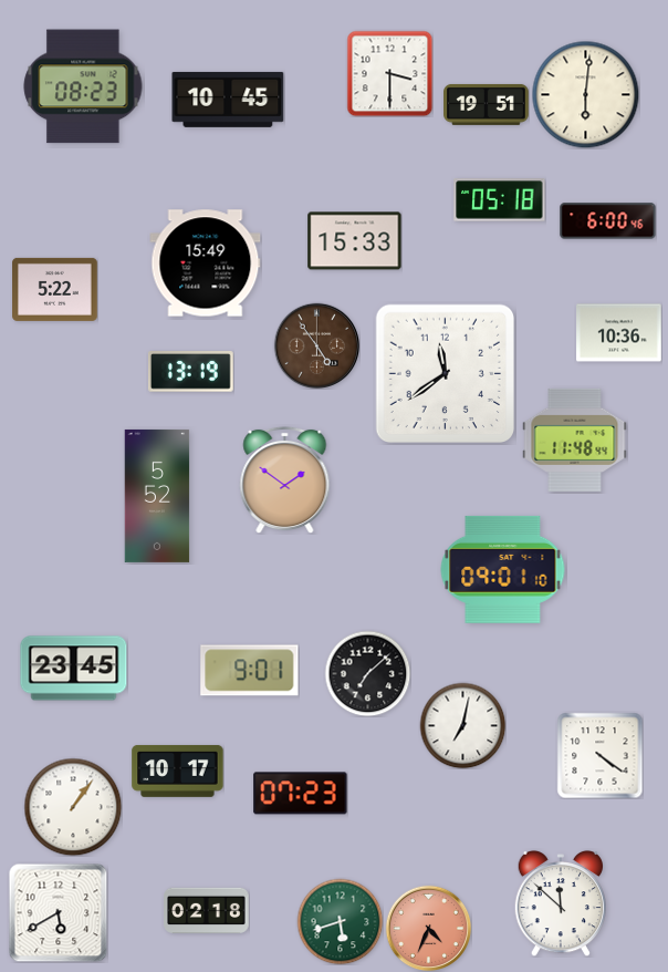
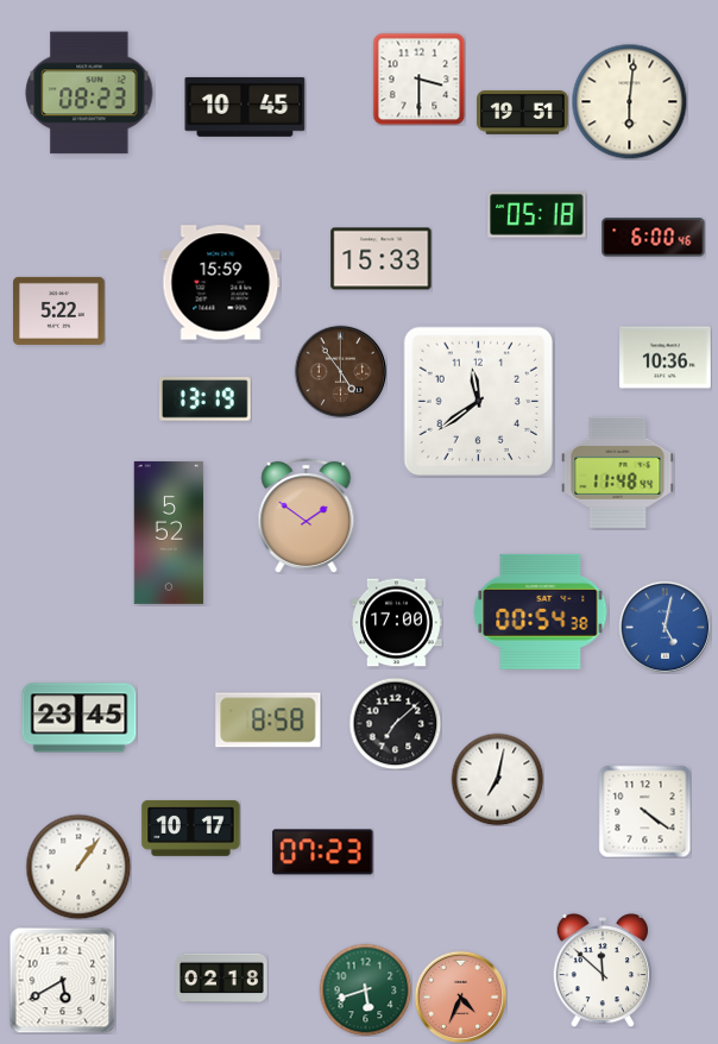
clock at (206, 263): 15:49 -> 15:59
clock at (503, 569): 09:01 -> 00:54
clock at (397, 623): none -> 17:00
clock at (665, 627): none -> 5:02
clock at (250, 671): 9:01 -> 8:58
